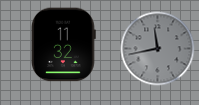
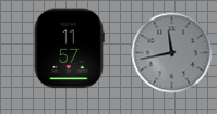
clock at (63, 45): 11:32 -> 11:57
